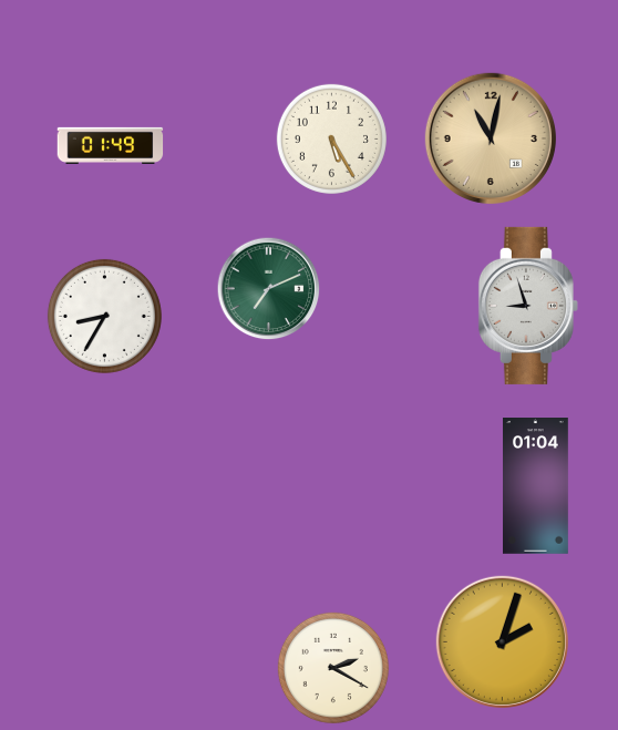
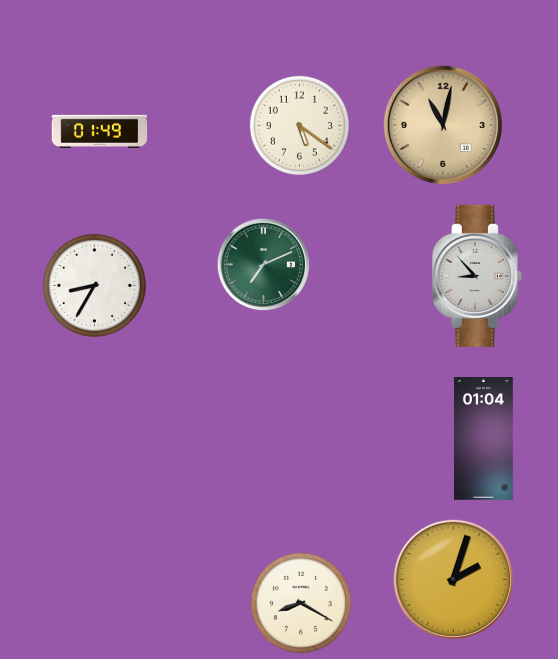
clock at (331, 138): 5:25 -> 5:21
clock at (269, 289) position: (269, 289) -> (264, 265)
clock at (528, 306): 8:57 -> 8:53
clock at (333, 668): 2:20 -> 8:20
